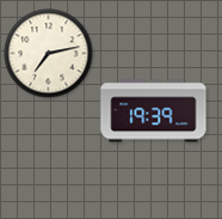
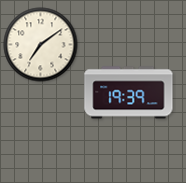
clock at (49, 54): 7:13 -> 7:09
